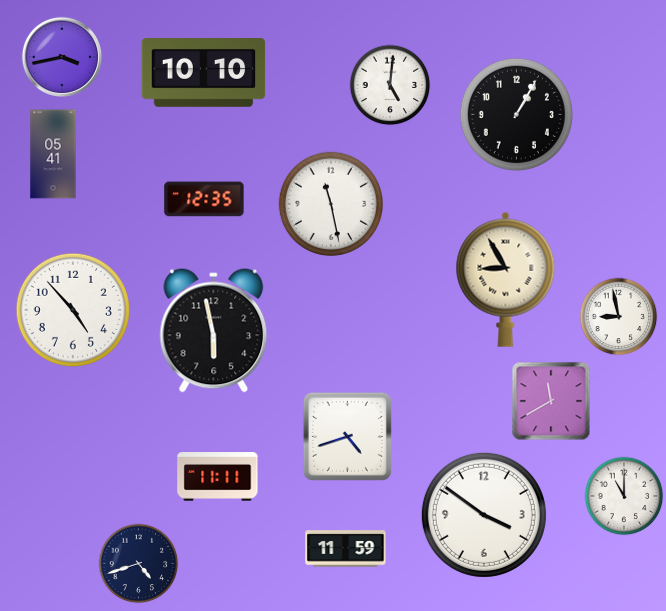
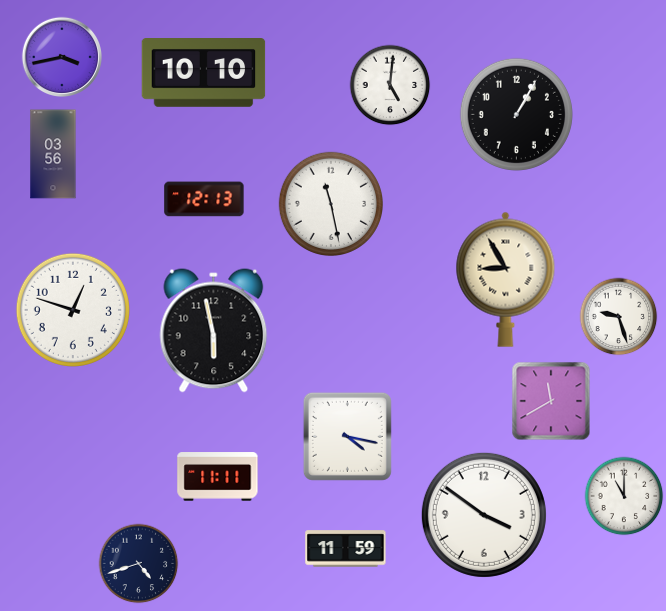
clock at (53, 154): 05:41 -> 03:56
clock at (204, 199): 12:35 -> 12:13
clock at (73, 310): 4:53 -> 12:48
clock at (619, 317): 8:58 -> 9:27
clock at (347, 436): 4:42 -> 4:17
